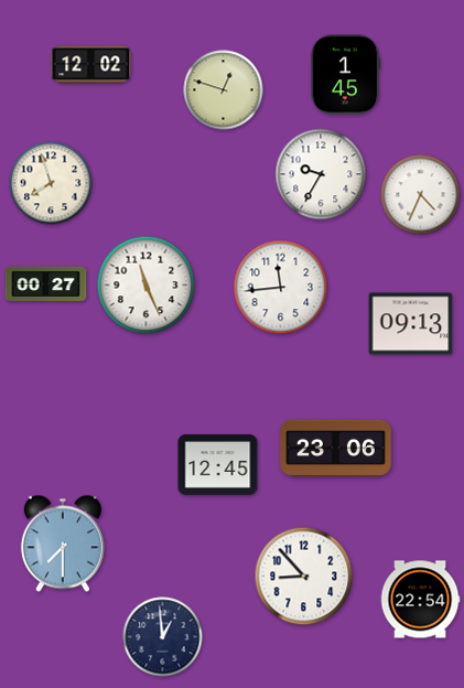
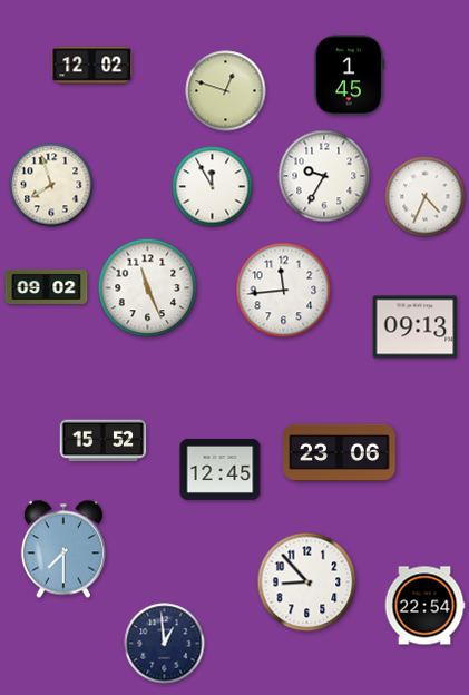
clock at (213, 187): none -> 11:55
clock at (46, 283): 00:27 -> 09:02
clock at (104, 441): none -> 15:52
